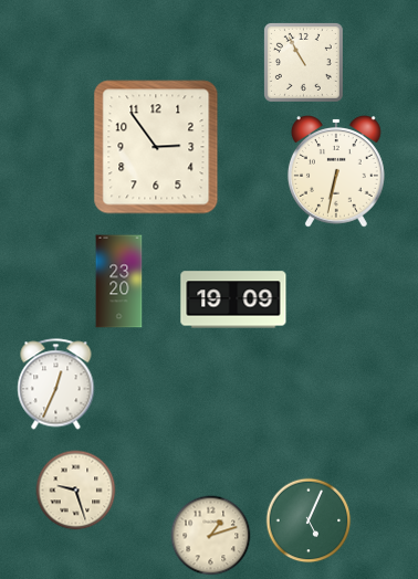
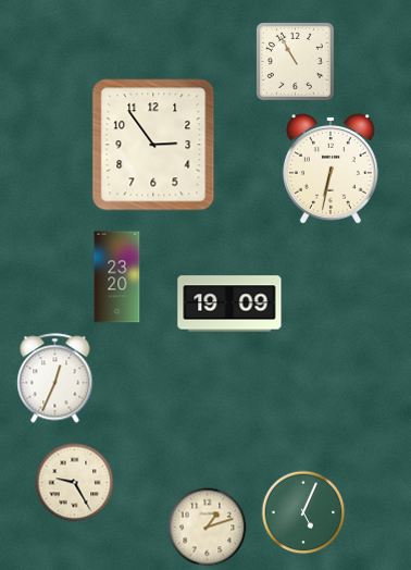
clock at (303, 62) position: (303, 62) -> (295, 61)
clock at (233, 299) position: (233, 299) -> (229, 303)
clock at (76, 491): 9:27 -> 9:25
